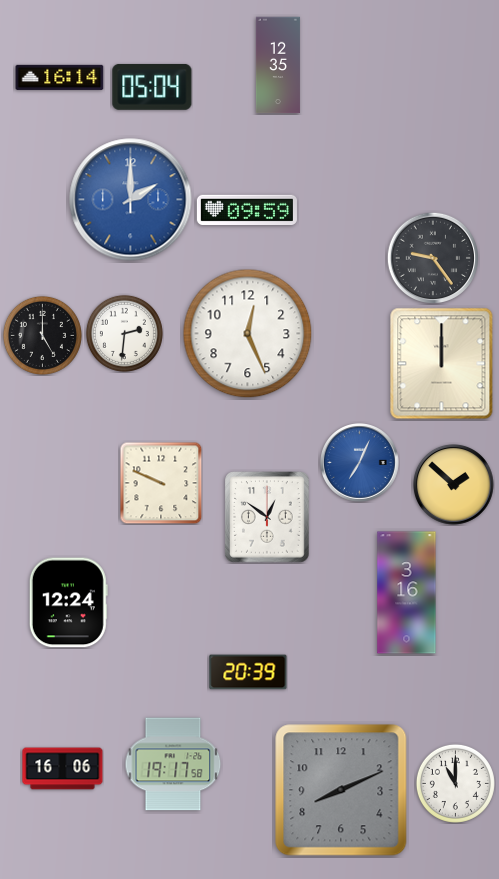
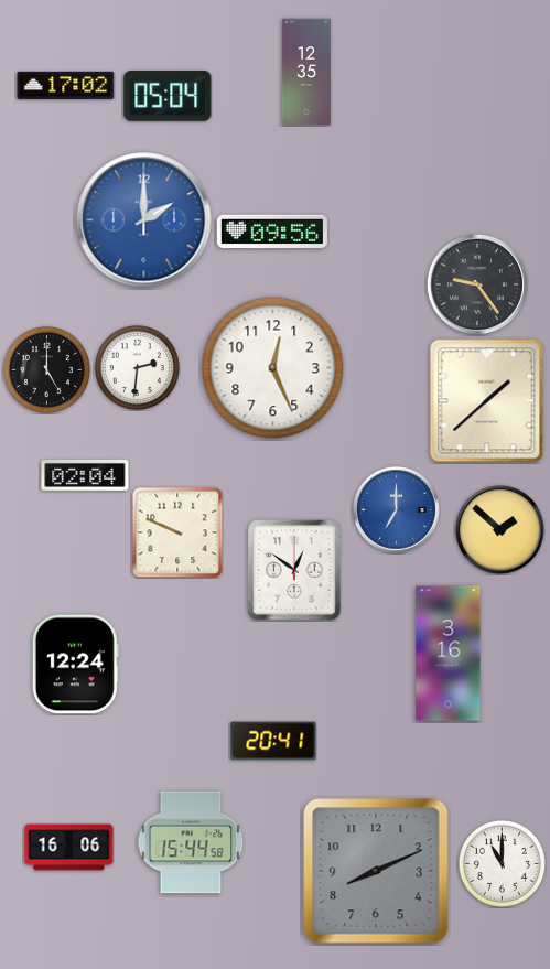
clock at (60, 77): 16:14 -> 17:02
clock at (247, 210): 09:59 -> 09:56
clock at (442, 364): 12:00 -> 1:38
clock at (85, 475): none -> 02:04
clock at (360, 463): 7:04 -> 7:00
clock at (454, 485) position: (454, 485) -> (500, 530)
clock at (248, 672): 20:39 -> 20:41
clock at (173, 764): 19:17 -> 15:44
